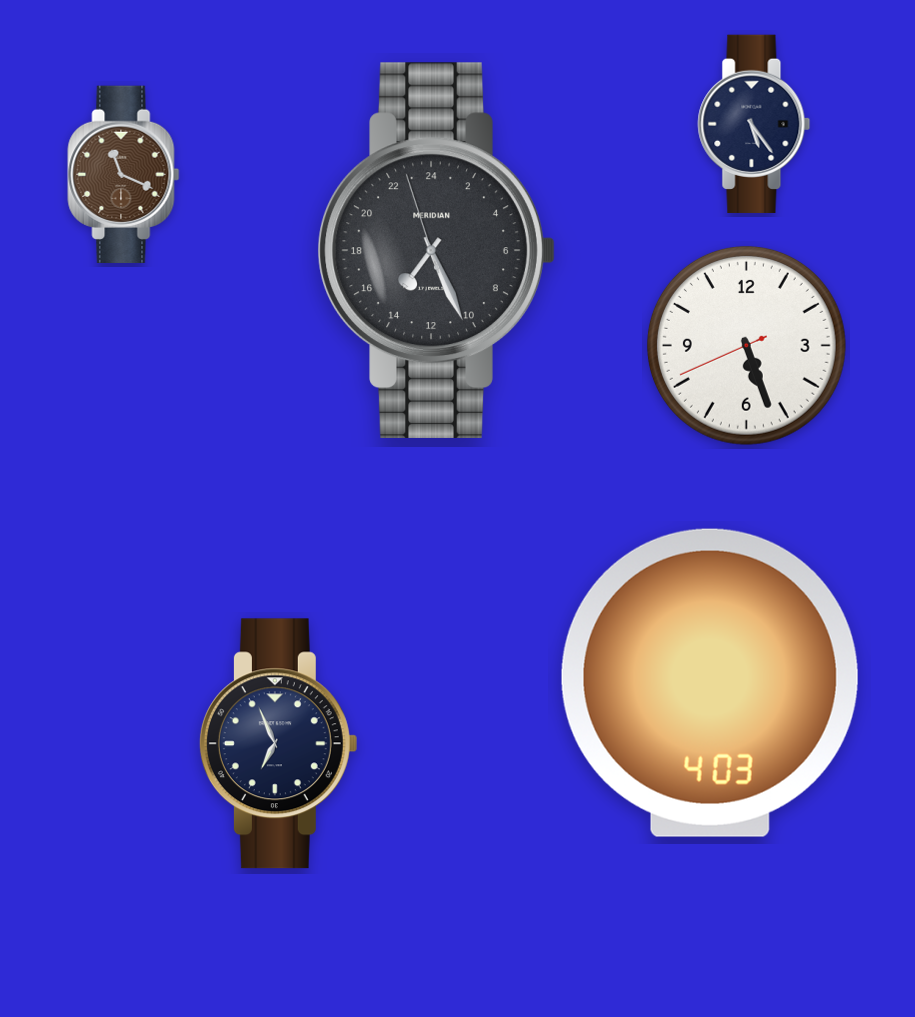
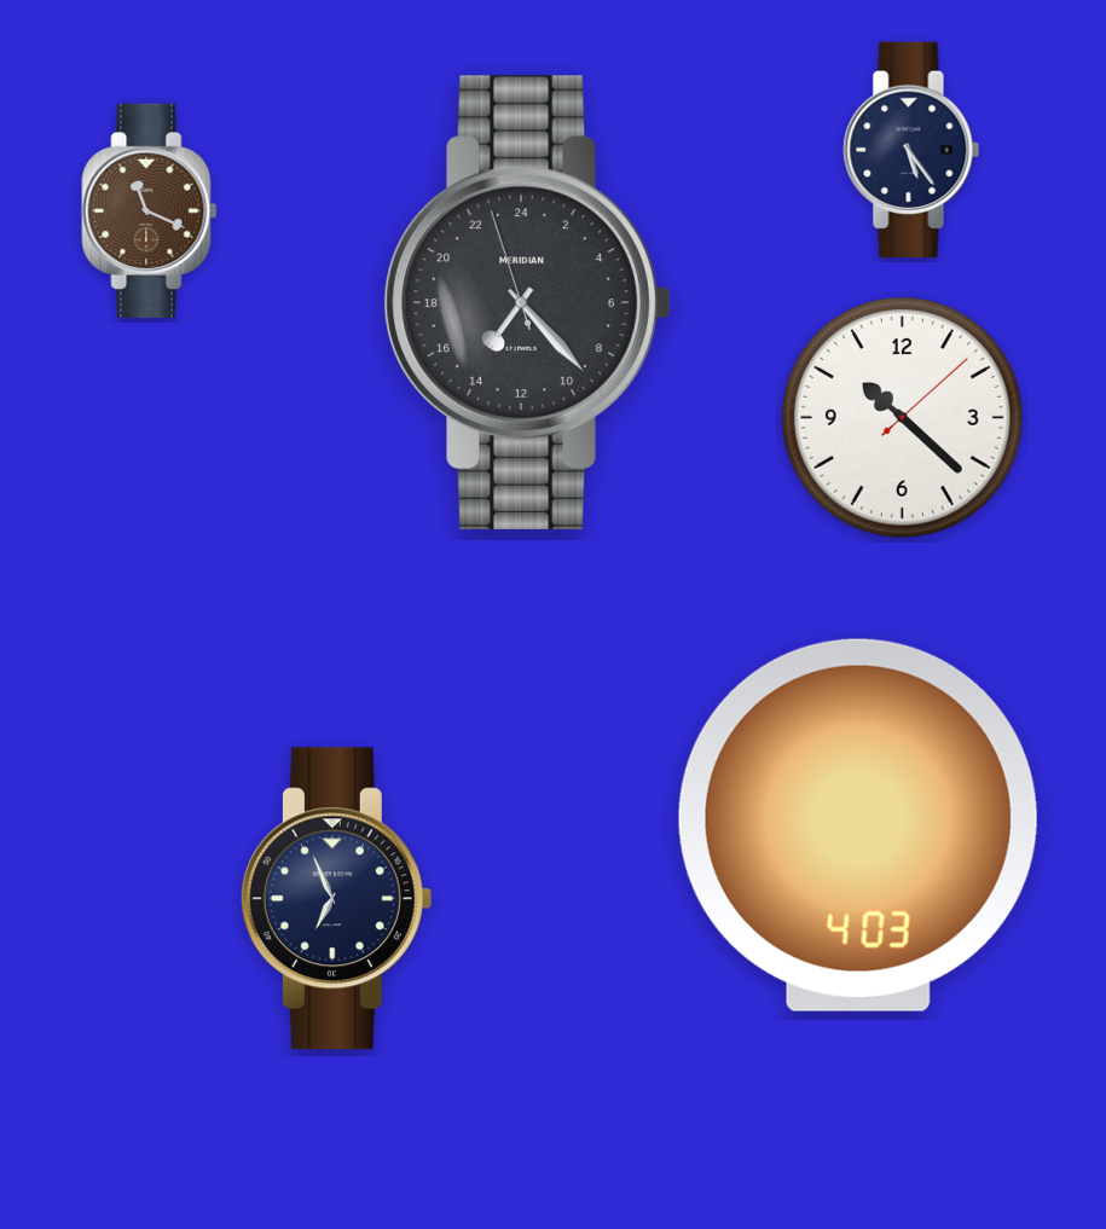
clock at (436, 250): 14:25 -> 14:22
clock at (746, 345): 5:26 -> 10:22
